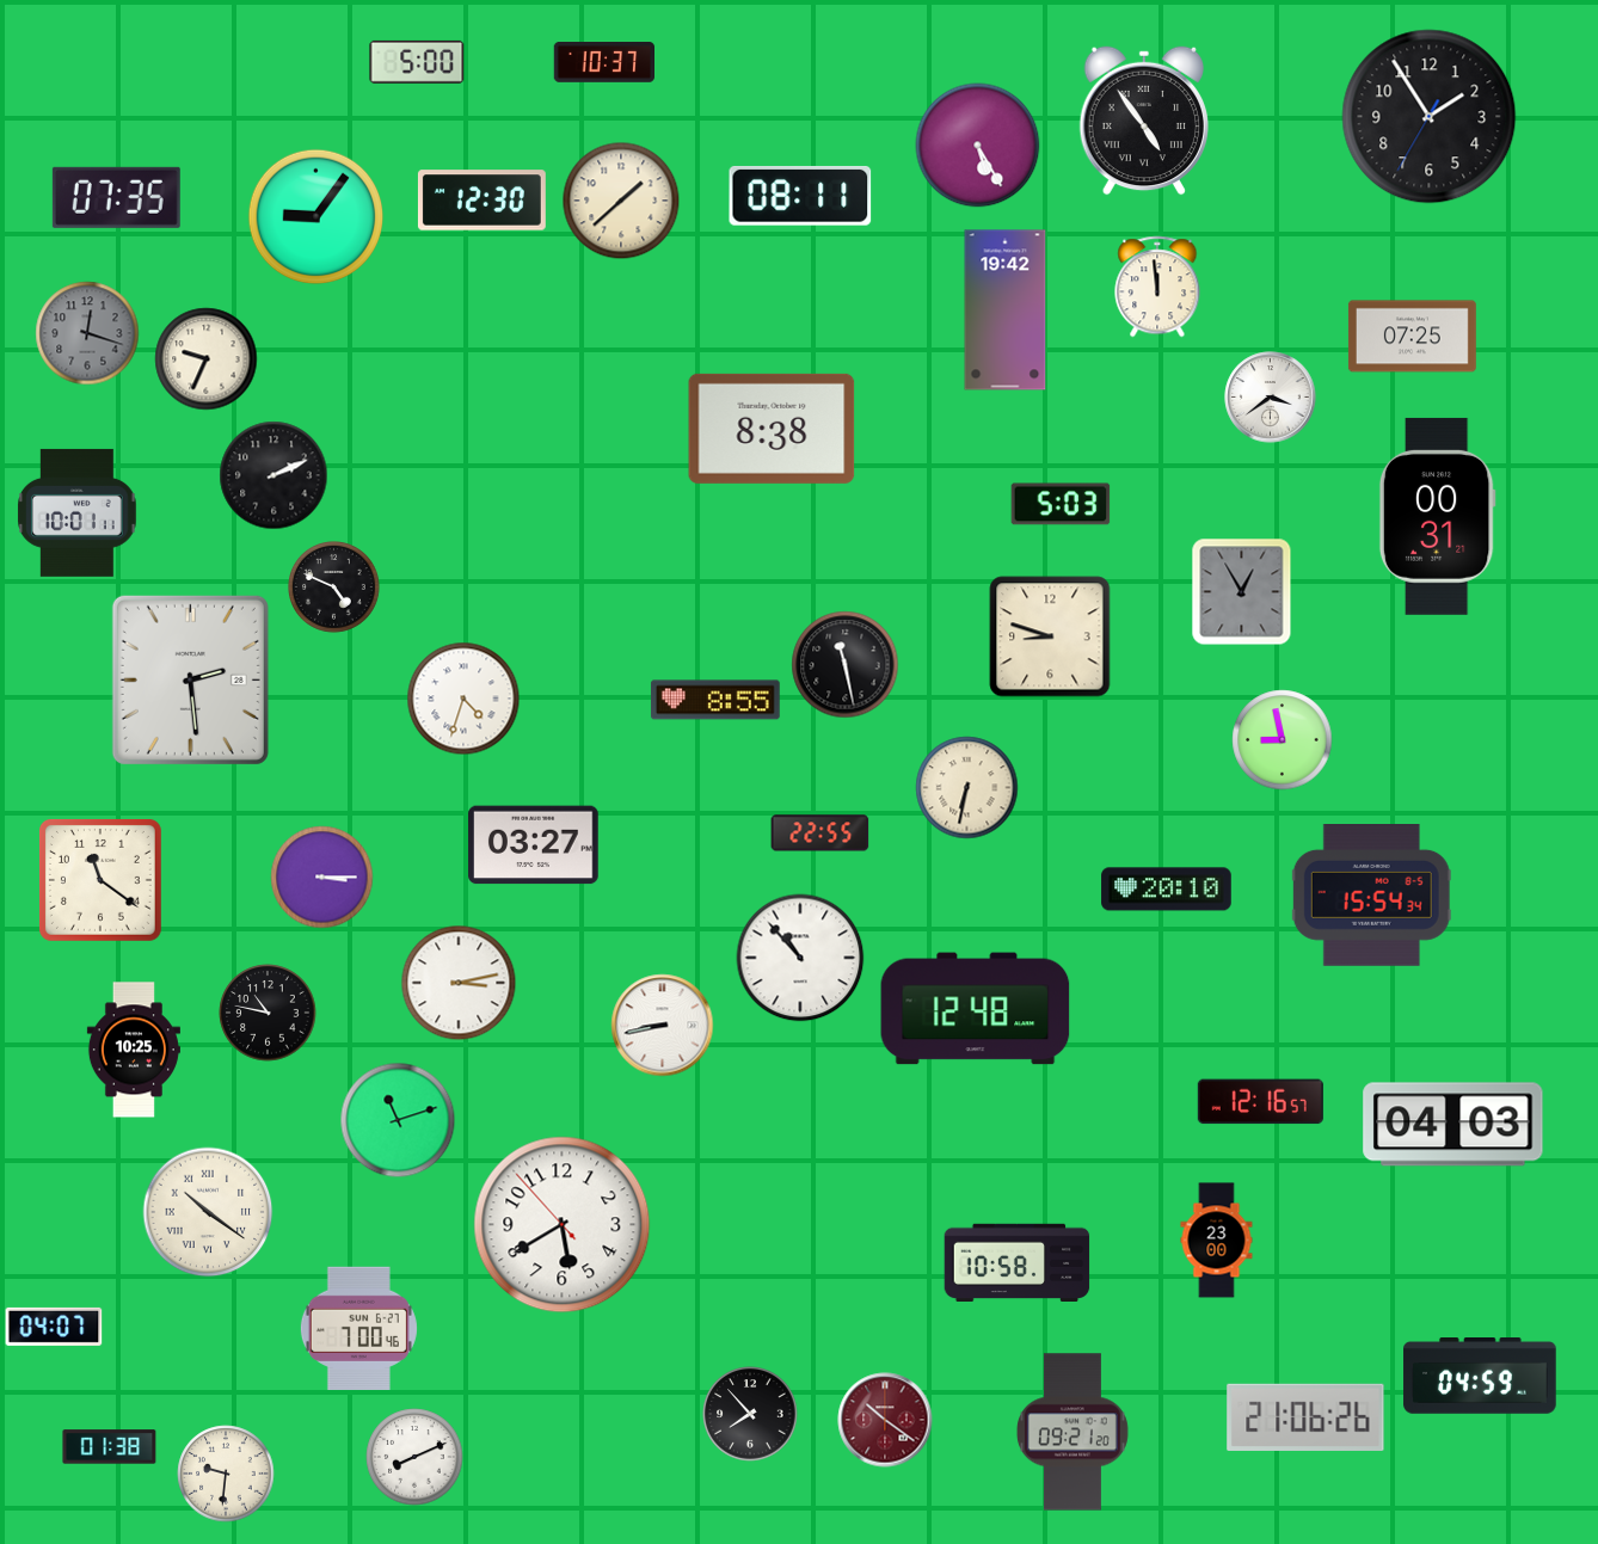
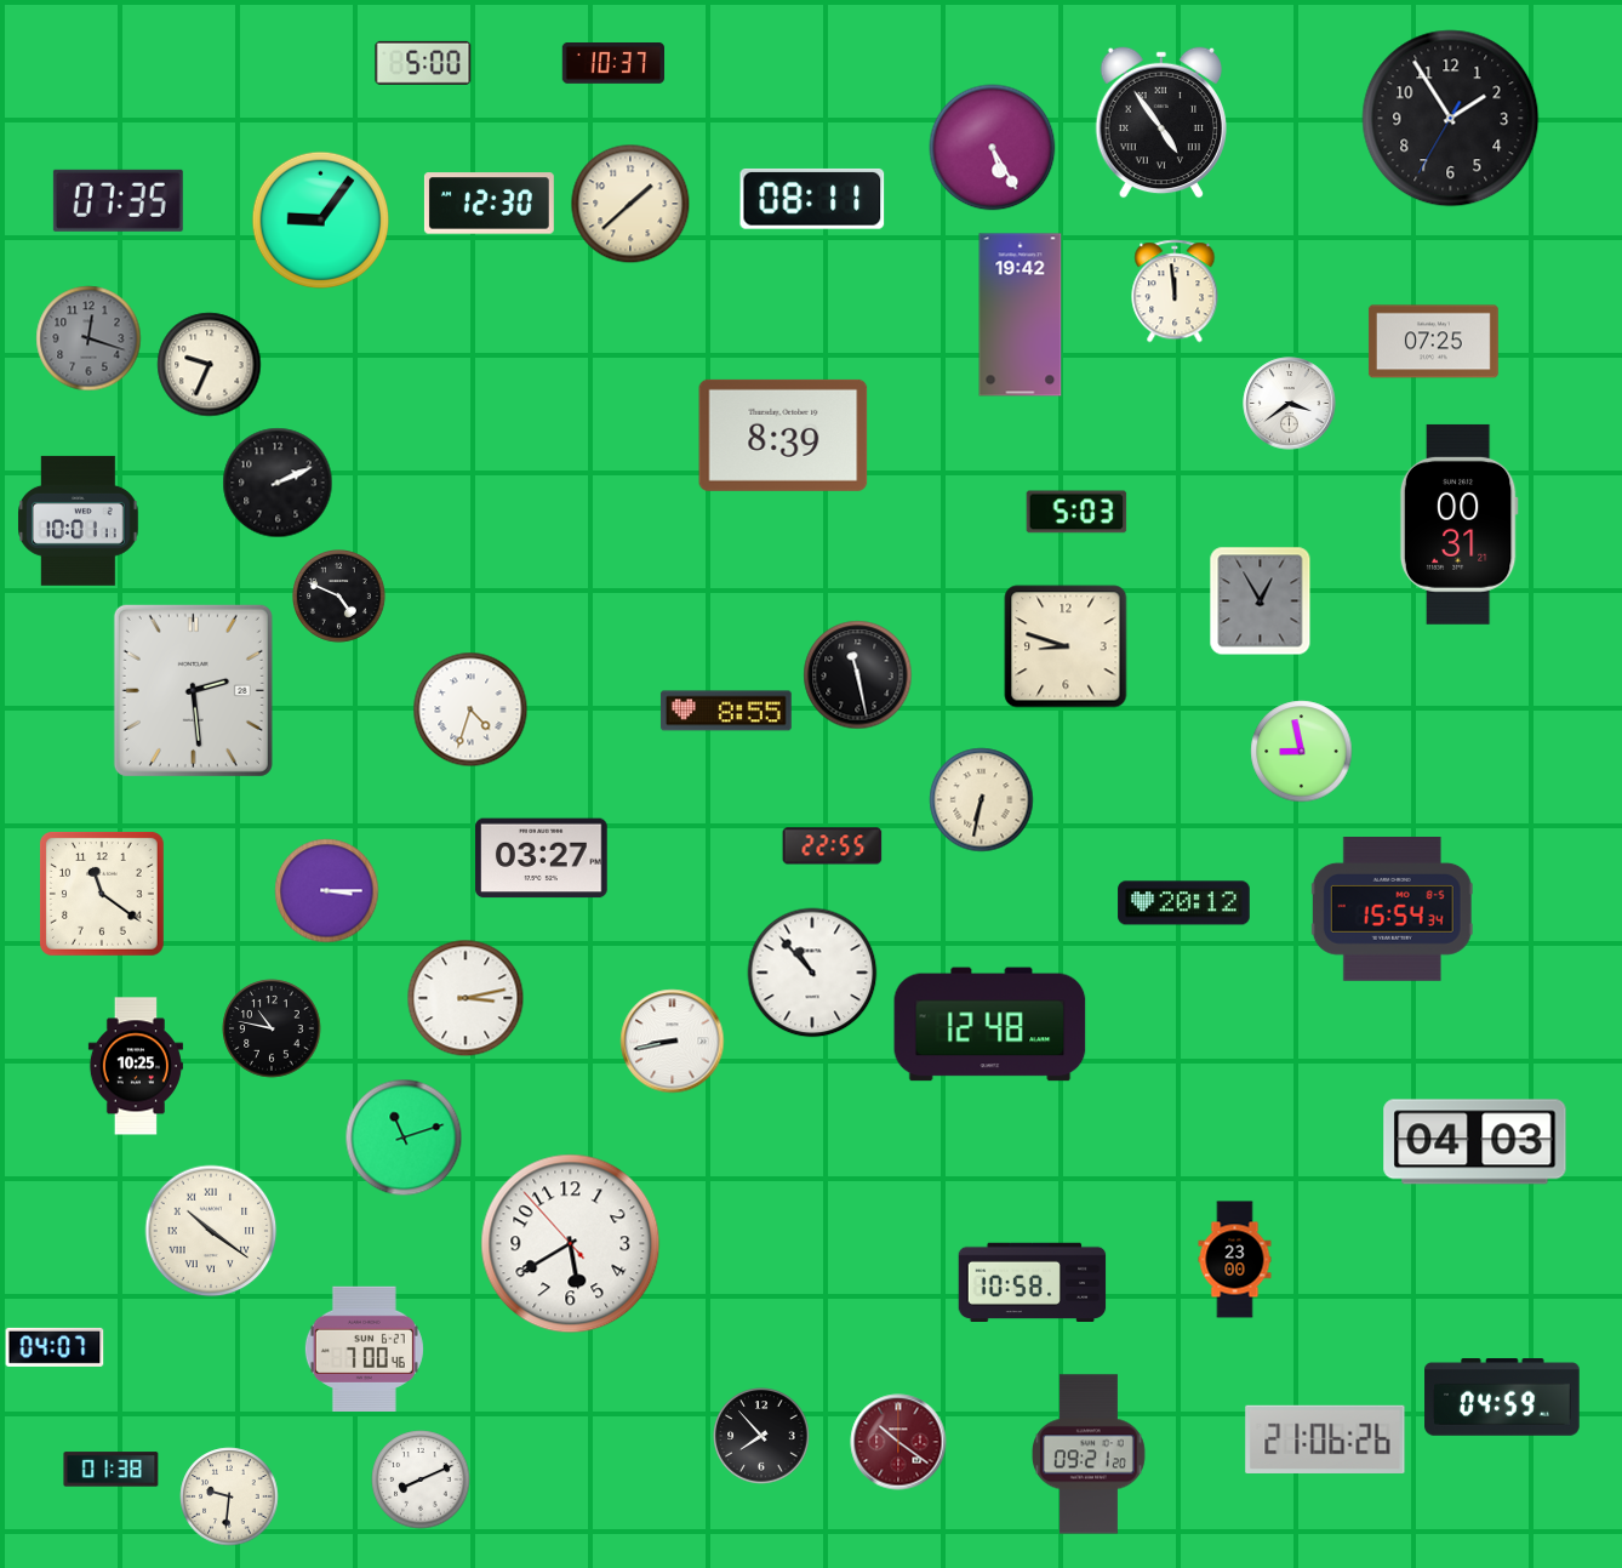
clock at (772, 429): 8:38 -> 8:39
clock at (1167, 890): 20:10 -> 20:12
clock at (1260, 1102): 12:16 -> none
